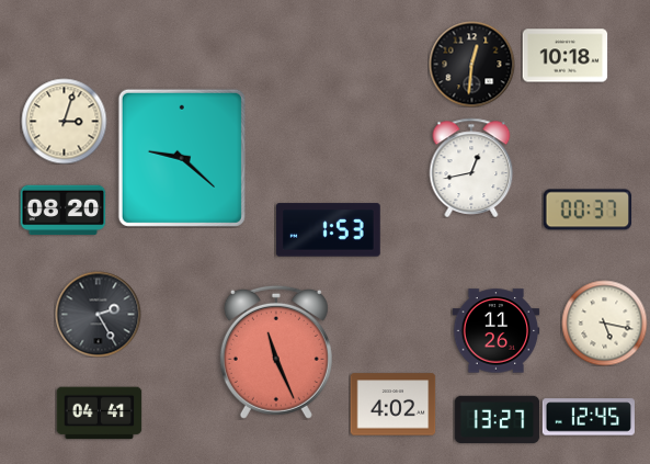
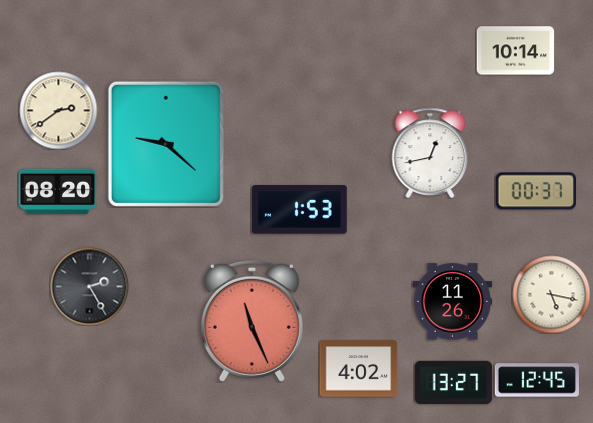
clock at (565, 56): 10:18 -> 10:14
clock at (471, 64): 12:31 -> none
clock at (64, 121): 3:03 -> 2:39
clock at (99, 414): 04:41 -> none
